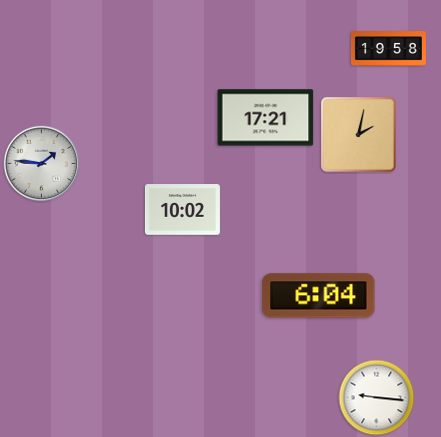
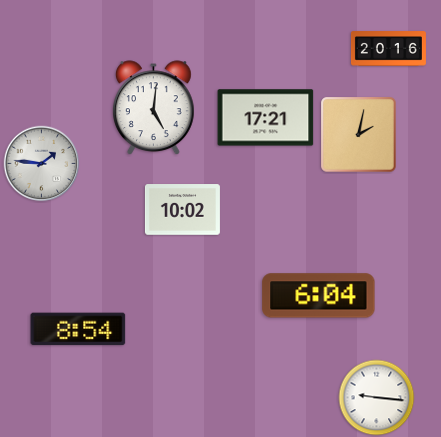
clock at (388, 49): 19:58 -> 20:16
clock at (154, 108): none -> 5:01
clock at (78, 329): none -> 8:54
